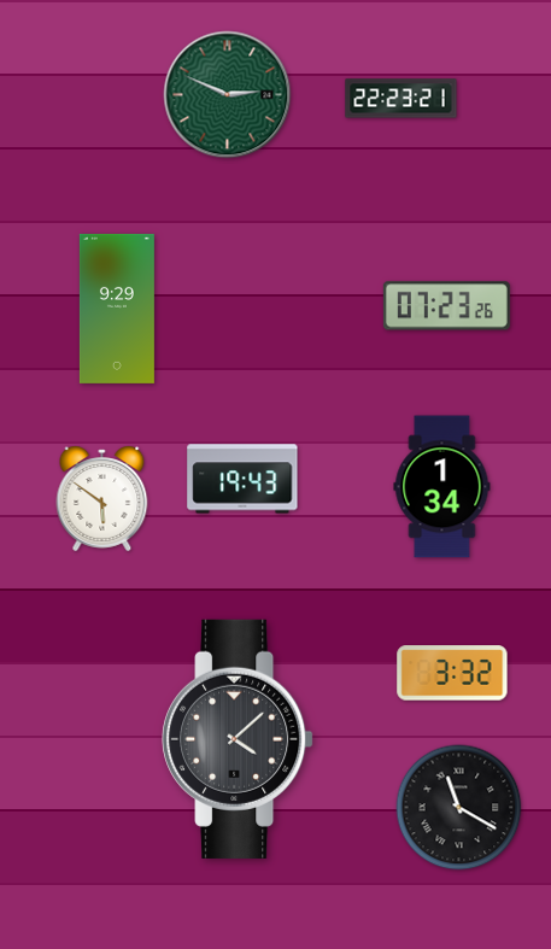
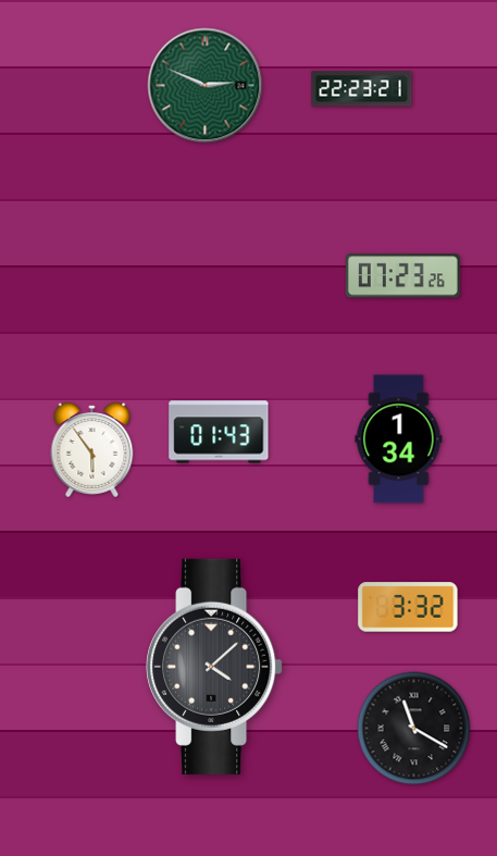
clock at (117, 309): 9:29 -> none
clock at (242, 479): 19:43 -> 01:43
clock at (102, 498): 5:51 -> 5:54
